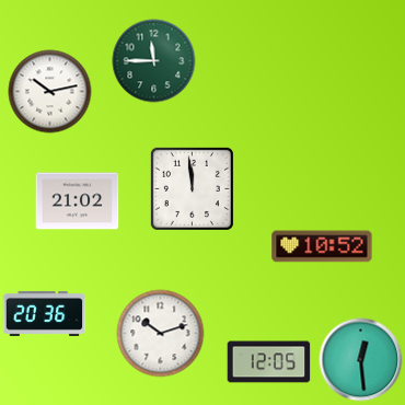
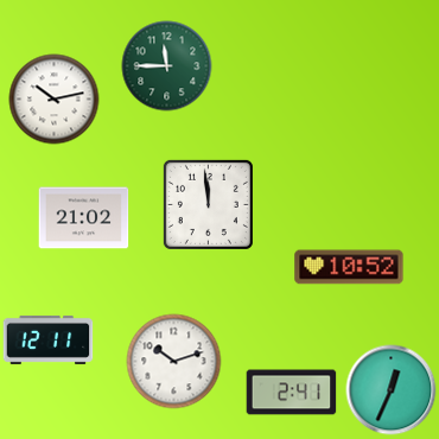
clock at (45, 313): 20:36 -> 12:11
clock at (361, 360): 12:29 -> 12:34
clock at (269, 362): 12:05 -> 2:41
